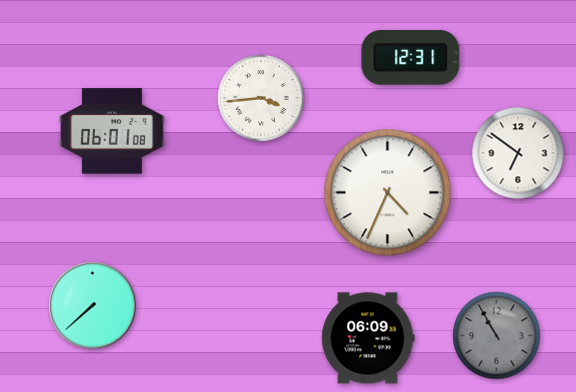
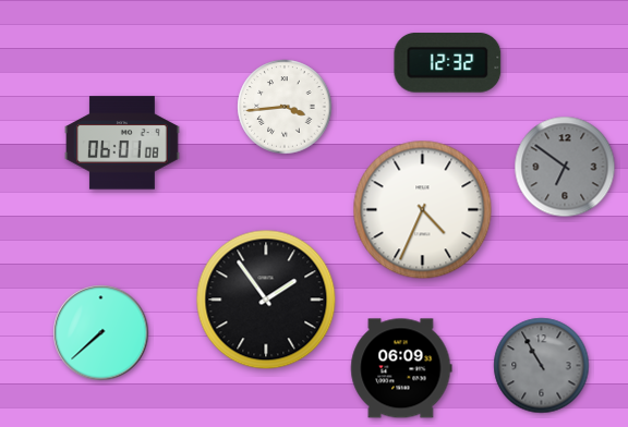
clock at (411, 58): 12:31 -> 12:32
clock at (518, 153) dial: white -> grey
clock at (266, 300): none -> 1:54
